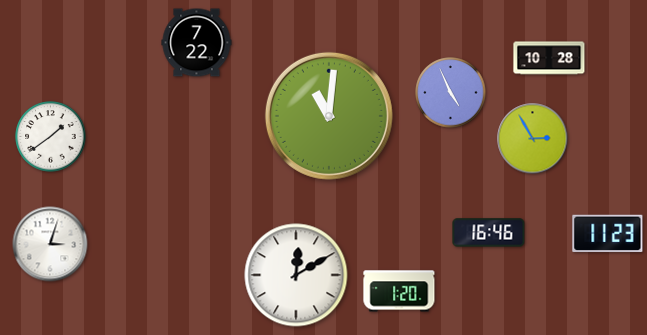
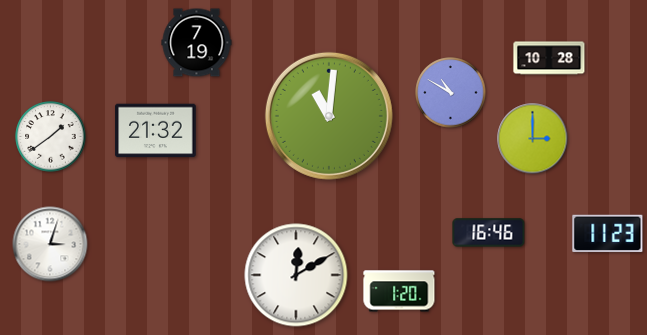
clock at (197, 43): 7:22 -> 7:19
clock at (451, 93): 4:56 -> 10:50
clock at (156, 131): none -> 21:32
clock at (533, 139): 2:55 -> 3:00
